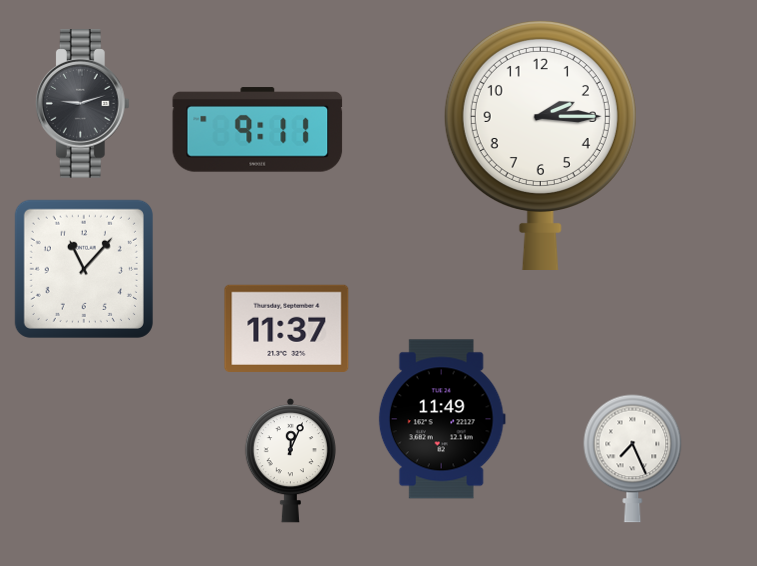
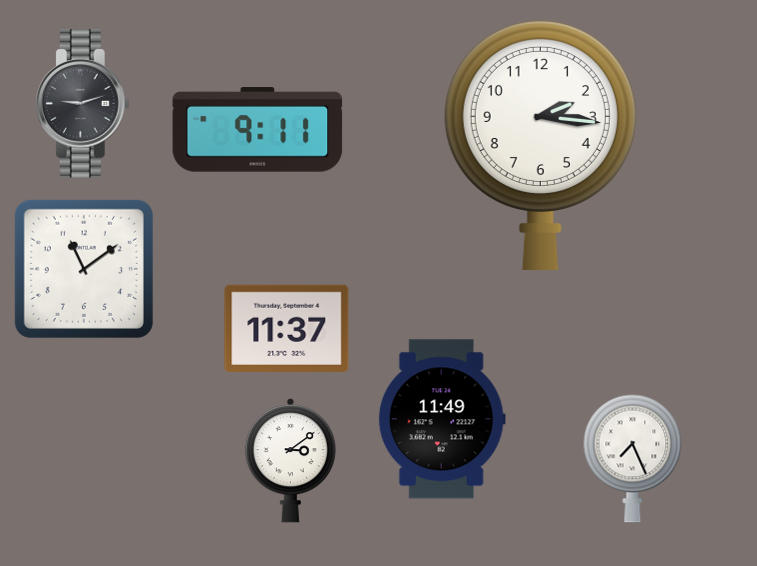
clock at (540, 144): 2:15 -> 2:16
clock at (84, 269): 11:07 -> 11:09
clock at (290, 461): 12:04 -> 3:09
